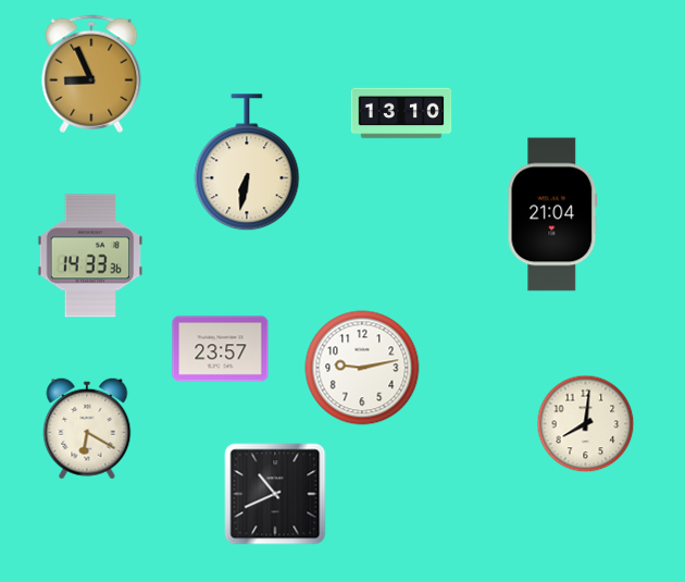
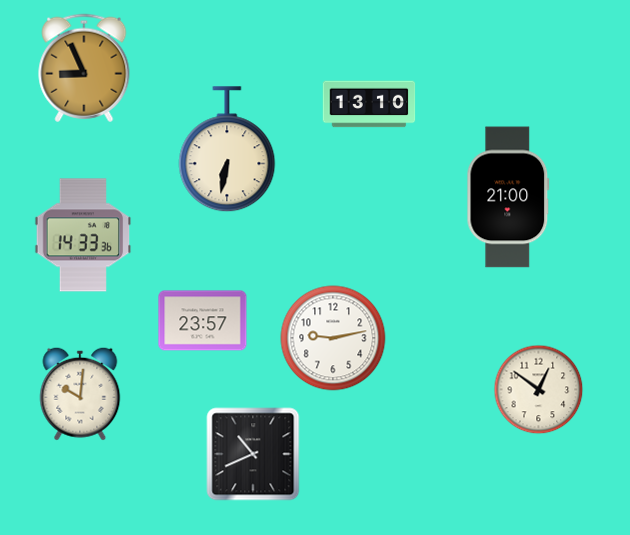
clock at (552, 214): 21:04 -> 21:00
clock at (586, 424): 8:01 -> 12:51
clock at (87, 429): 6:20 -> 10:01
